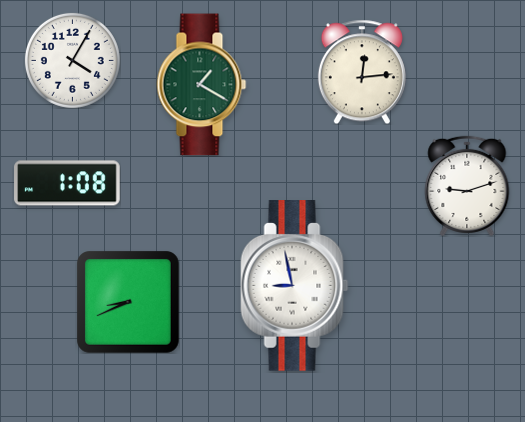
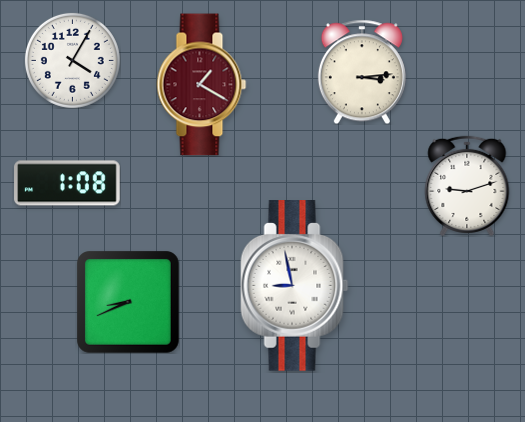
clock at (362, 72): 12:14 -> 3:14
clock at (202, 85) dial: green -> burgundy
